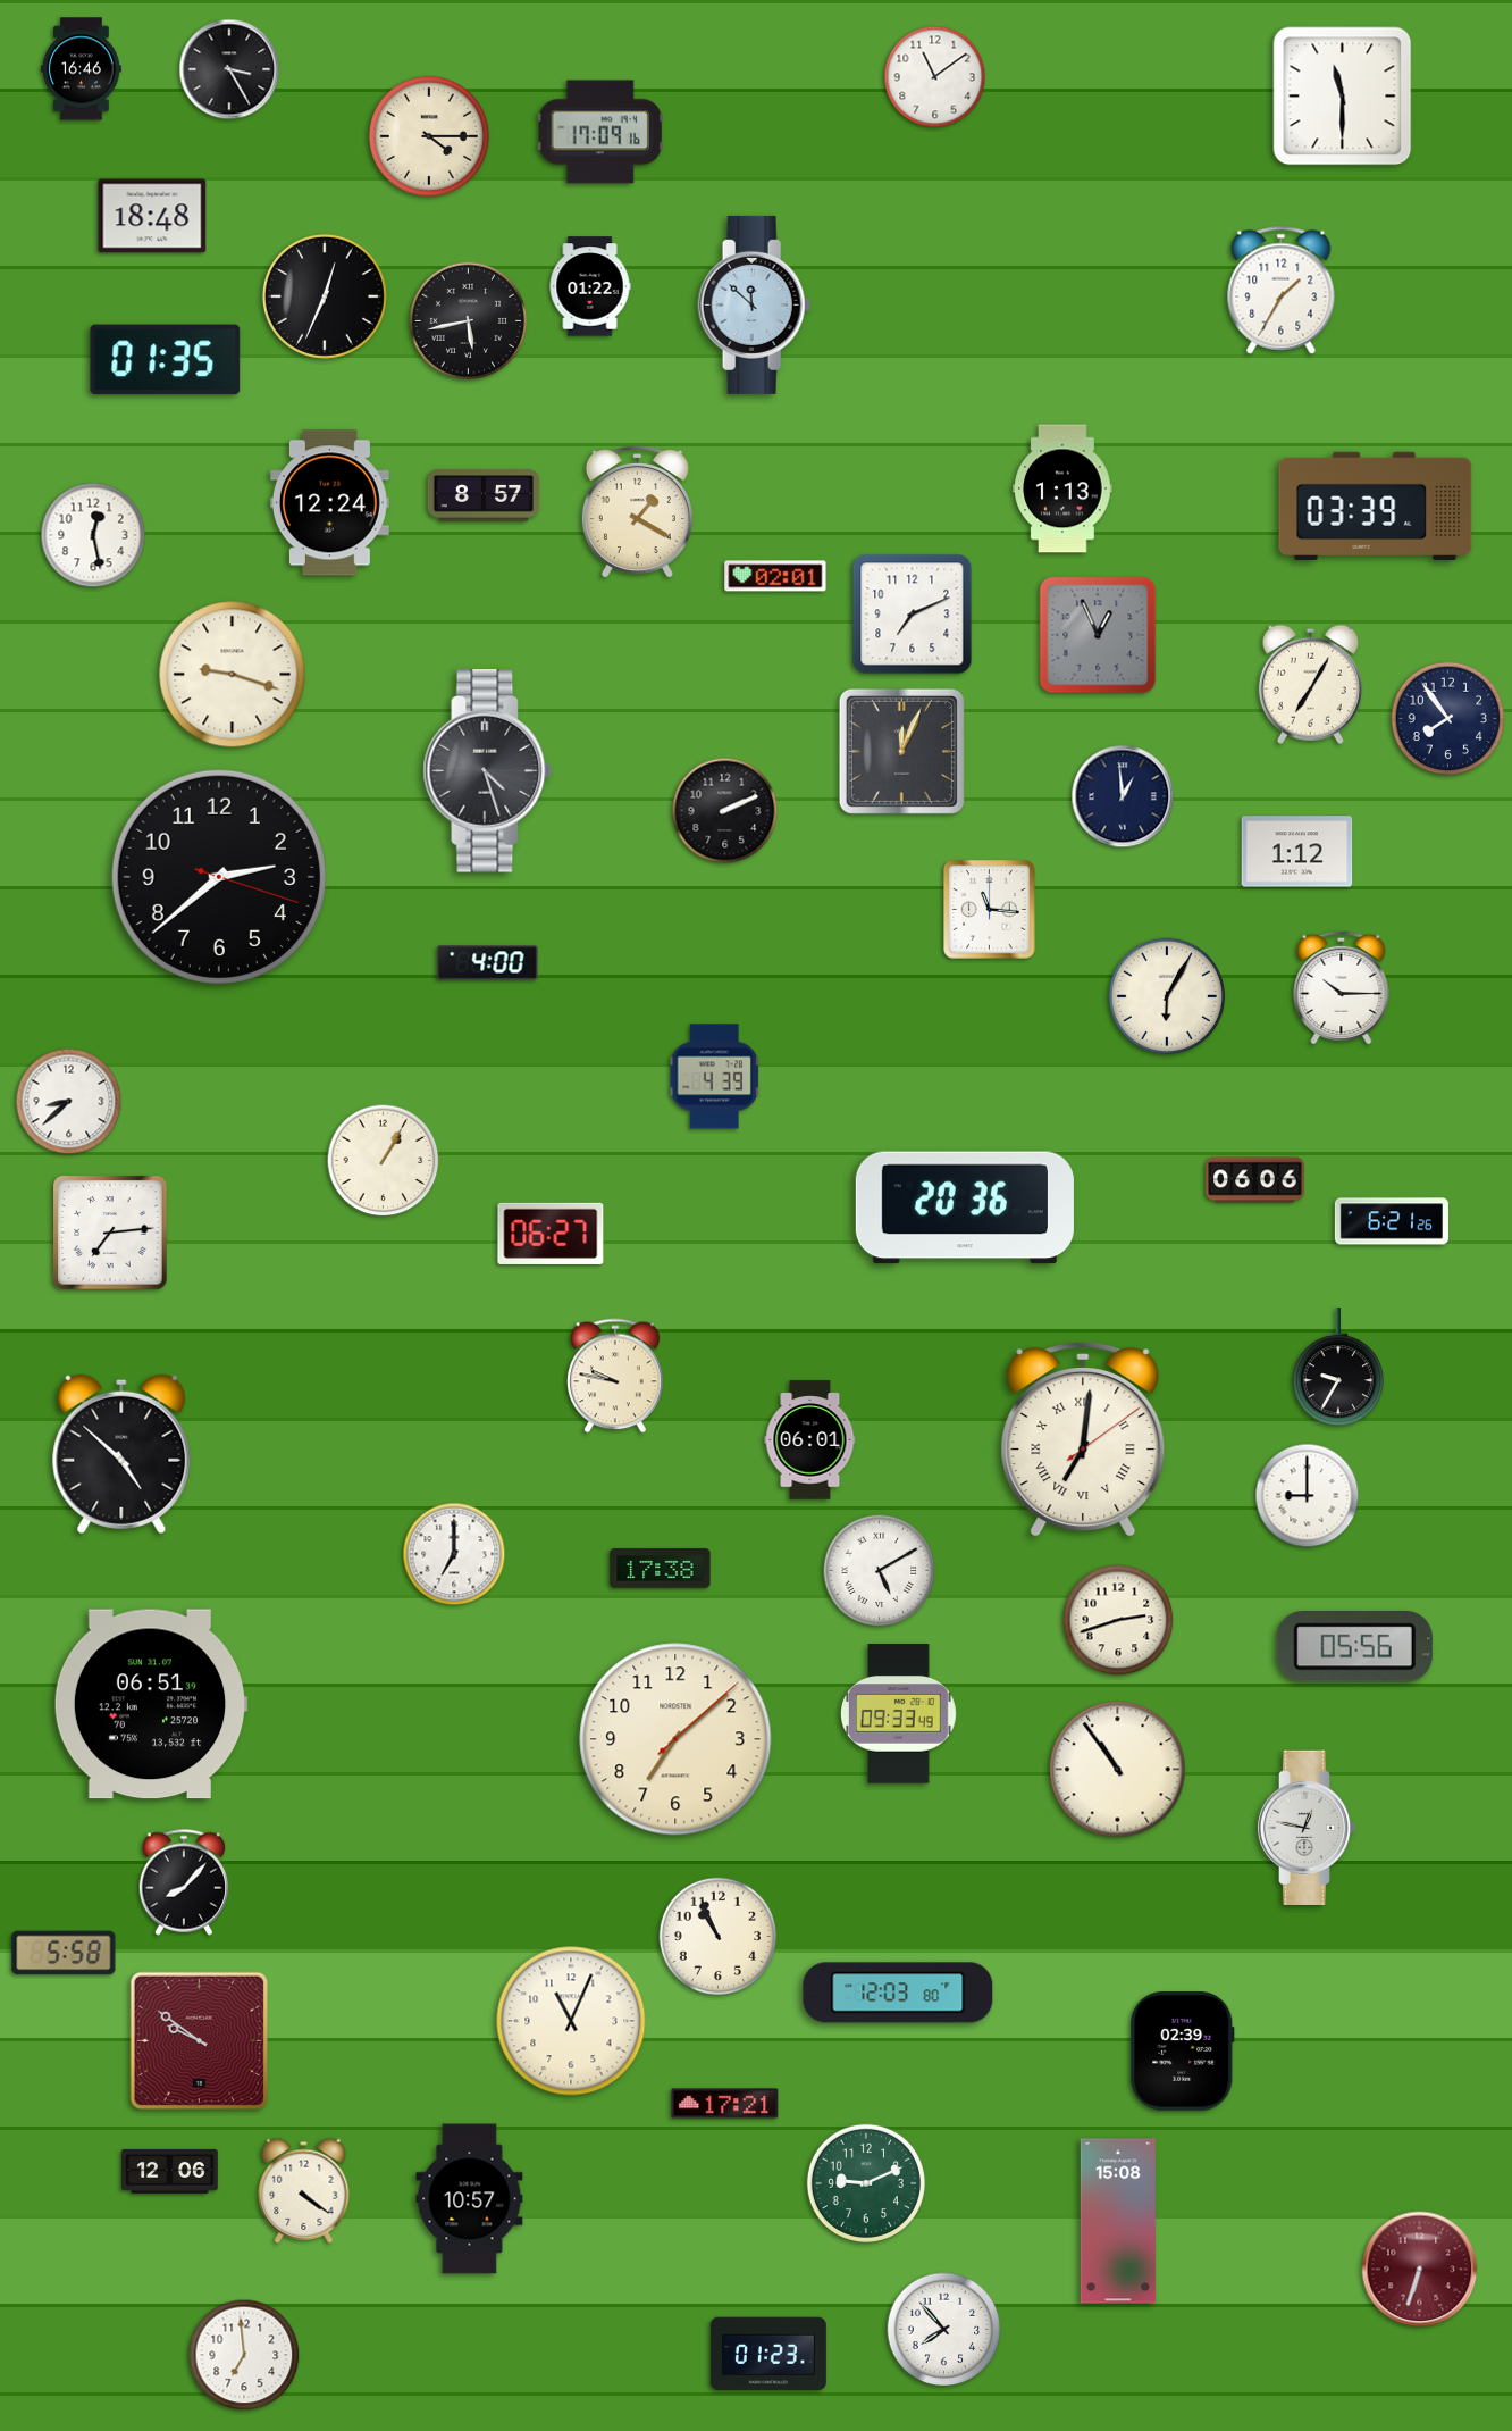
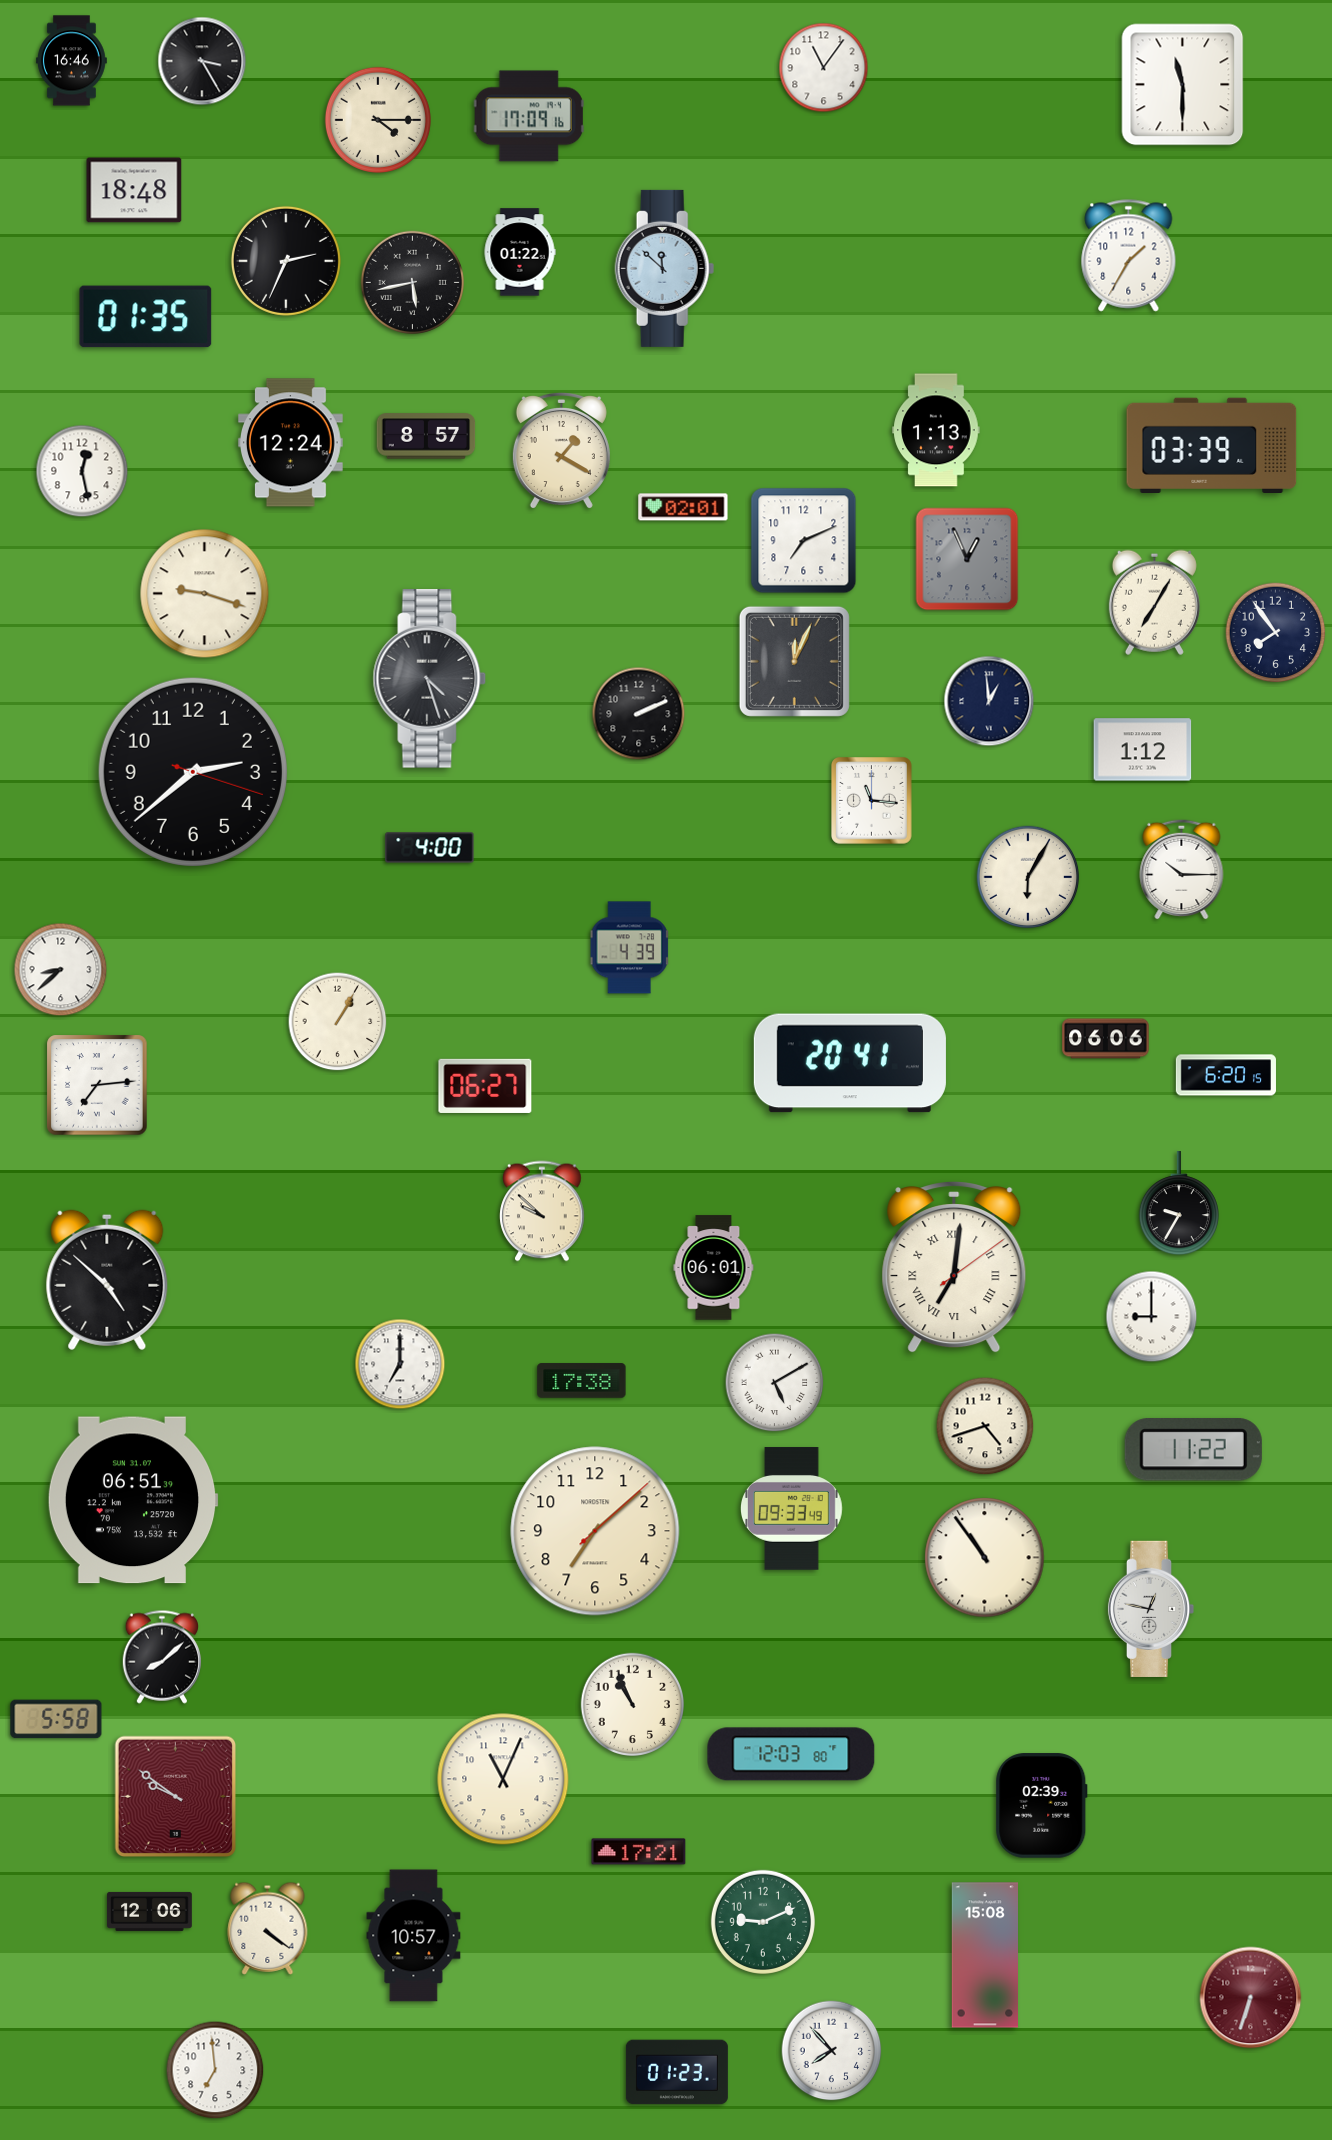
clock at (935, 77): 11:09 -> 11:06
clock at (325, 296): 12:34 -> 2:34
clock at (965, 1208): 20:36 -> 20:41
clock at (1392, 1221): 6:21 -> 6:20
clock at (615, 1376): 9:47 -> 9:52
clock at (454, 1554) position: (454, 1554) -> (400, 1364)
clock at (1118, 1620): 2:42 -> 4:42
clock at (1354, 1647): 05:56 -> 11:22
clock at (183, 1882): 8:07 -> 8:08
clock at (244, 2355) position: (244, 2355) -> (215, 2070)
